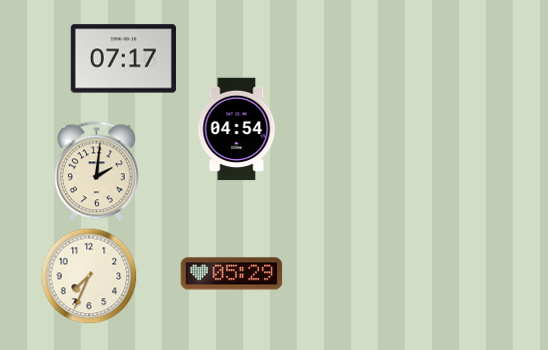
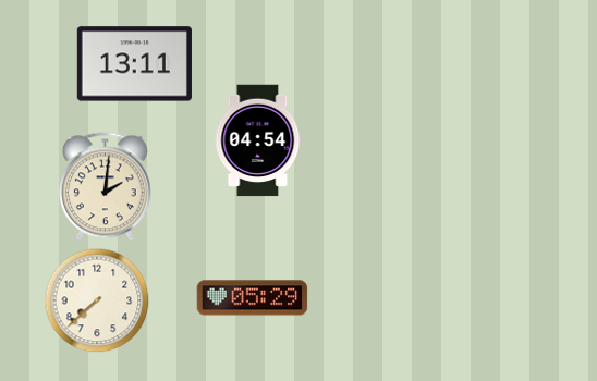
clock at (123, 59): 07:17 -> 13:11
clock at (89, 276): 7:34 -> 7:38
